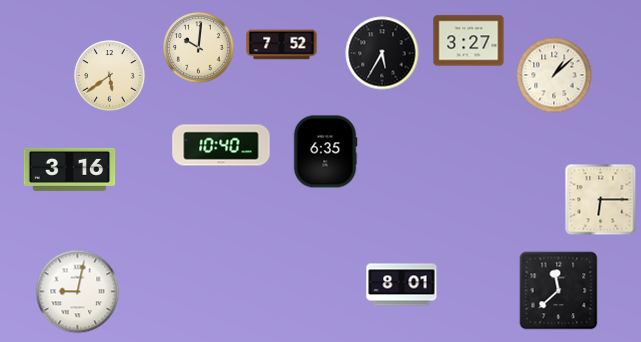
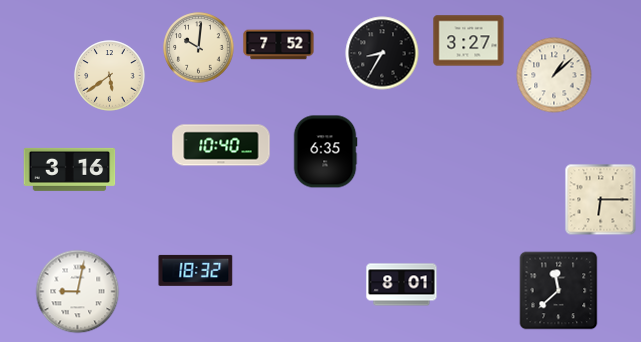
clock at (282, 45) position: (282, 45) -> (279, 45)
clock at (382, 53): 5:35 -> 8:35
clock at (196, 270): none -> 18:32
